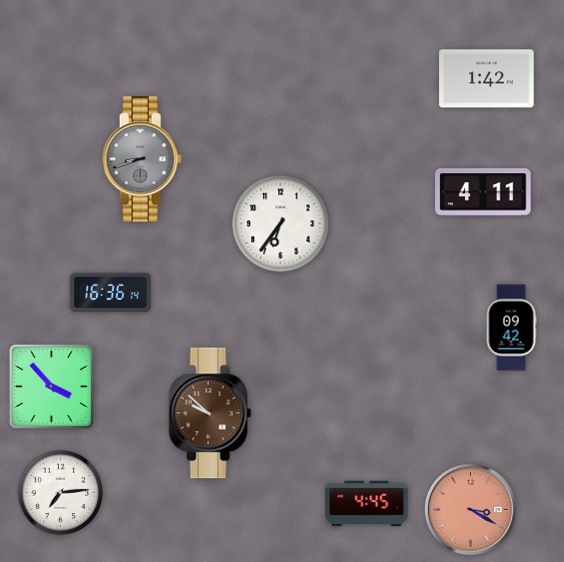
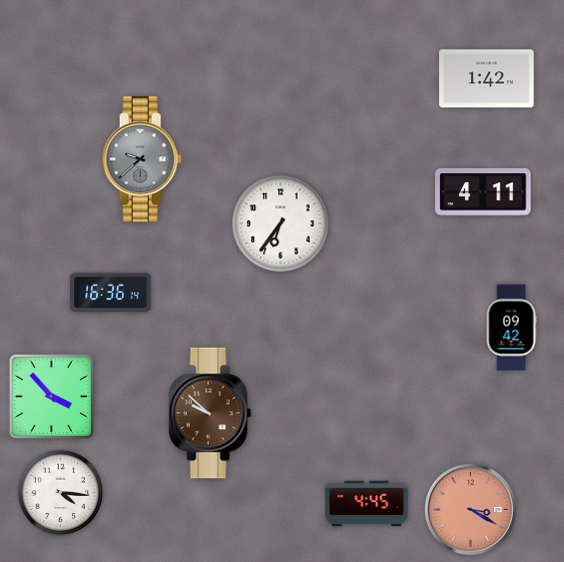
clock at (142, 159): 8:42 -> 9:38
clock at (51, 386) position: (51, 386) -> (51, 396)
clock at (61, 493): 7:14 -> 4:16
